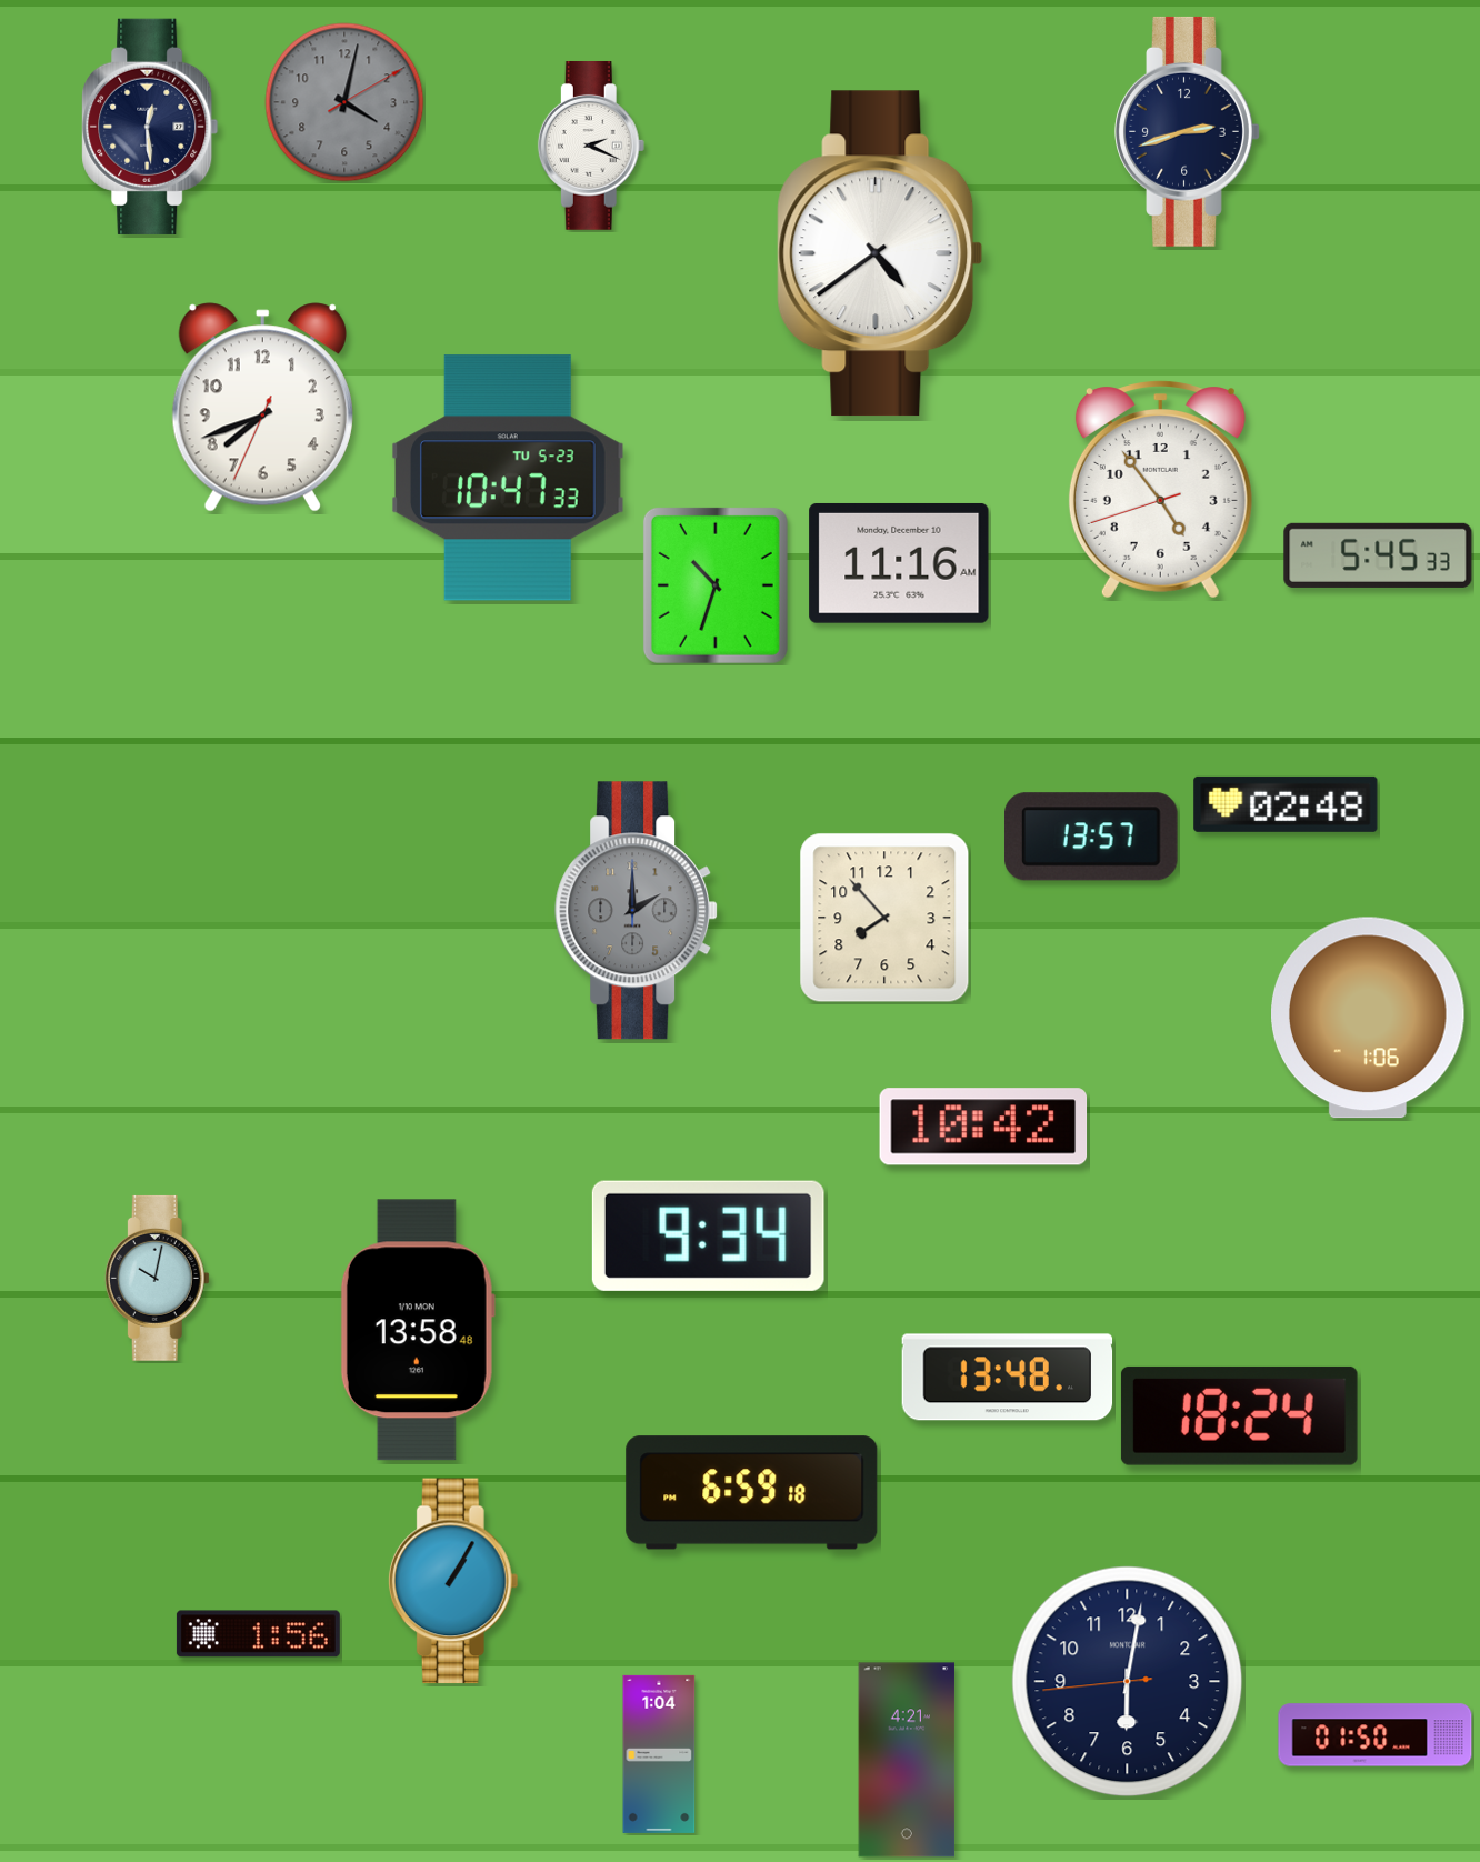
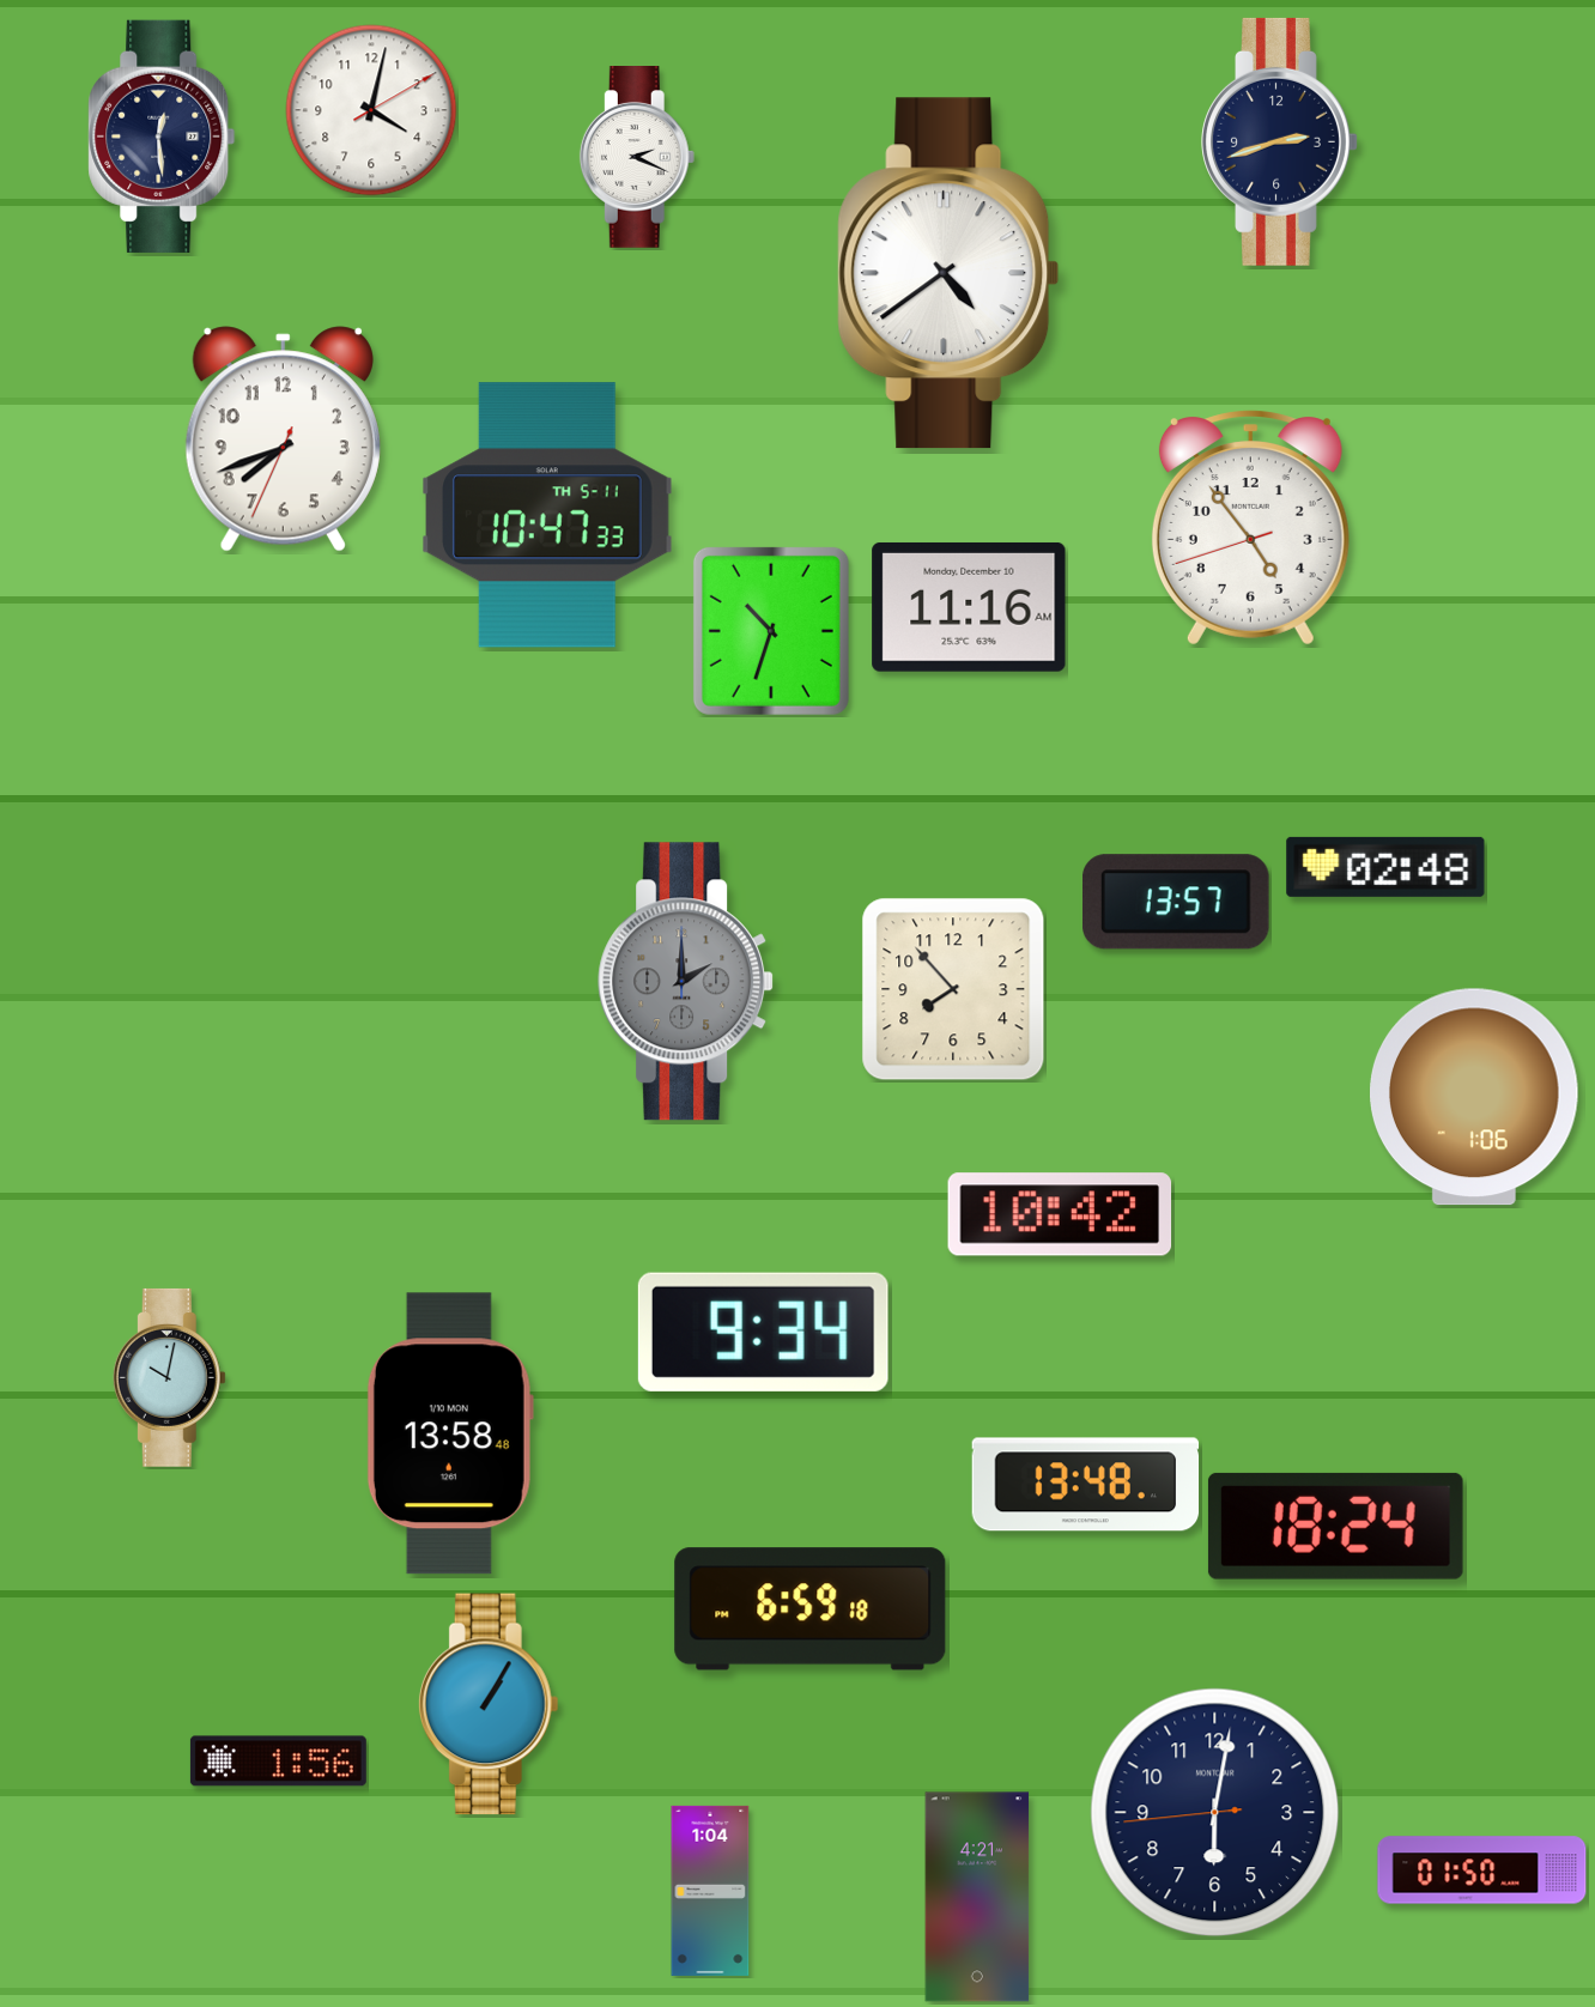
clock at (344, 102) dial: grey -> white
clock at (509, 478) date: TU 5-23 -> TH 5-11
clock at (1378, 555): 5:45 -> none
